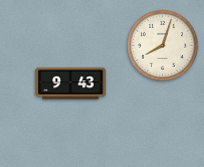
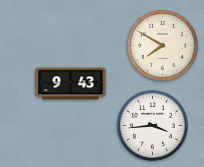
clock at (163, 46): 8:03 -> 7:50
clock at (153, 126): none -> 3:44
